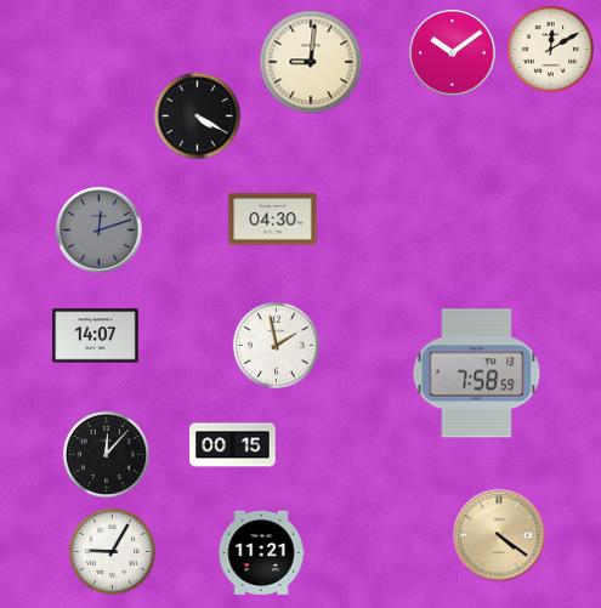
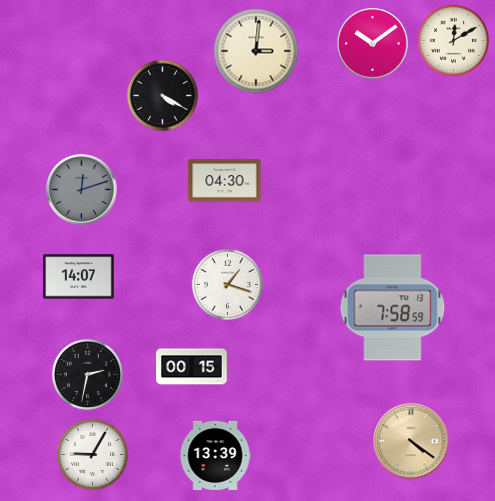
clock at (311, 62): 9:01 -> 3:01
clock at (276, 345): 1:58 -> 1:18
clock at (106, 454): 12:07 -> 2:32
clock at (261, 552): 11:21 -> 13:39
